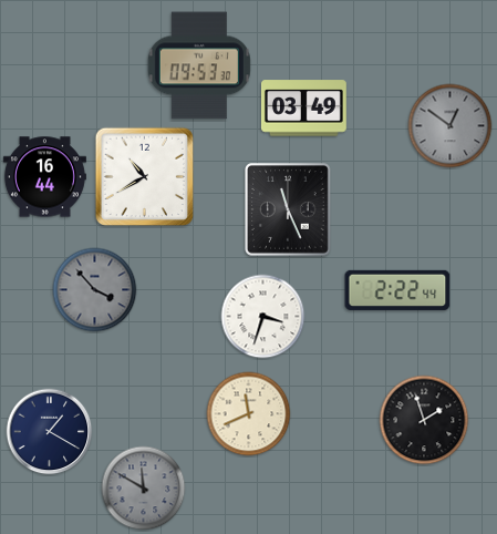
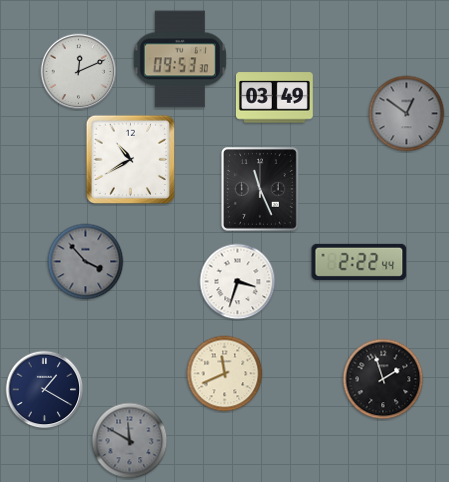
clock at (79, 72): none -> 12:11
clock at (44, 177): 16:44 -> none
clock at (263, 317) position: (263, 317) -> (238, 282)
